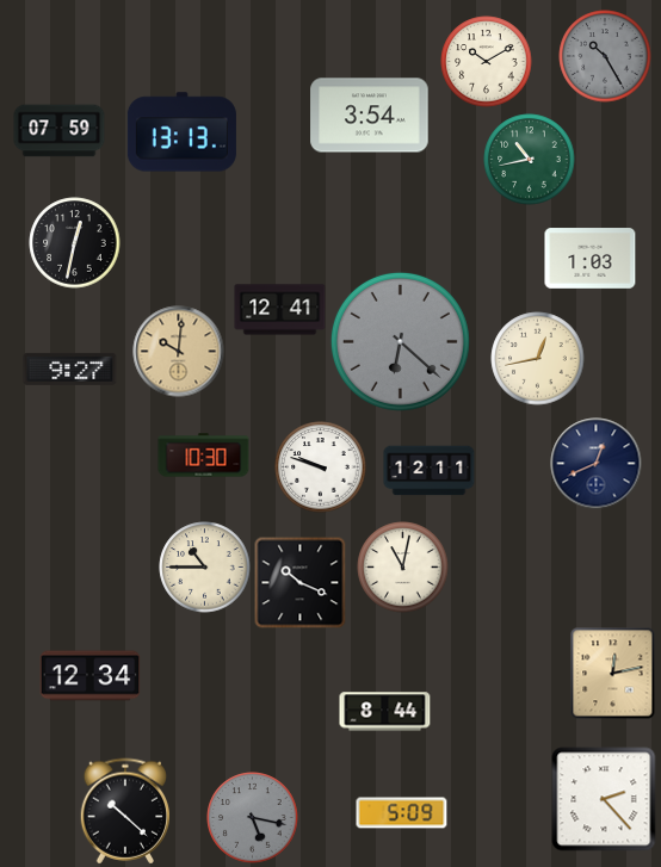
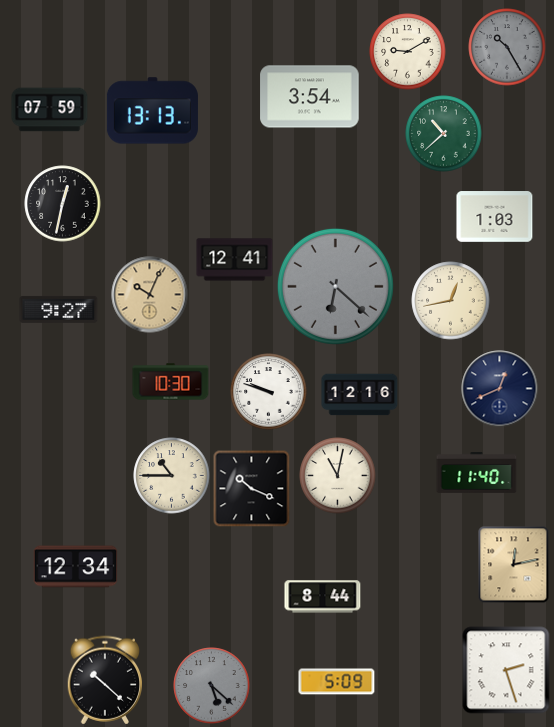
clock at (487, 62): 10:10 -> 9:10
clock at (530, 160): 10:43 -> 10:38
clock at (179, 352): 10:01 -> 10:04
clock at (430, 471): 12:11 -> 12:16
clock at (477, 472): none -> 11:40
clock at (604, 799): 2:23 -> 2:27
clock at (253, 818): 5:17 -> 5:22
